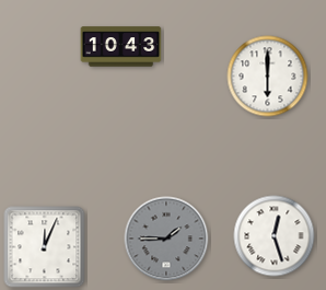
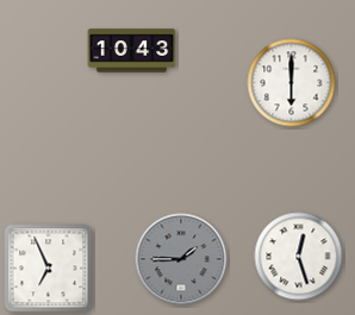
clock at (45, 247): 12:04 -> 6:56
